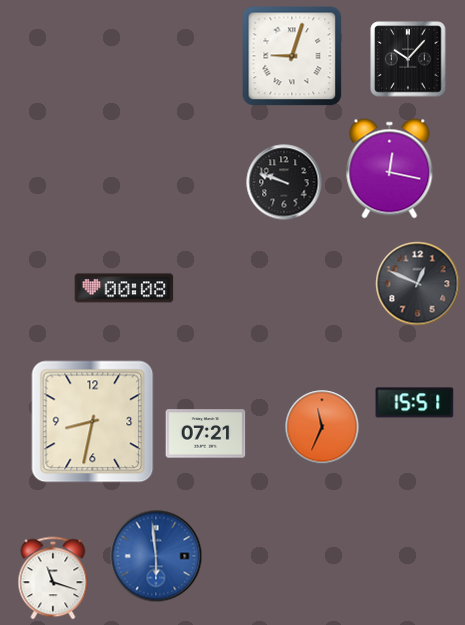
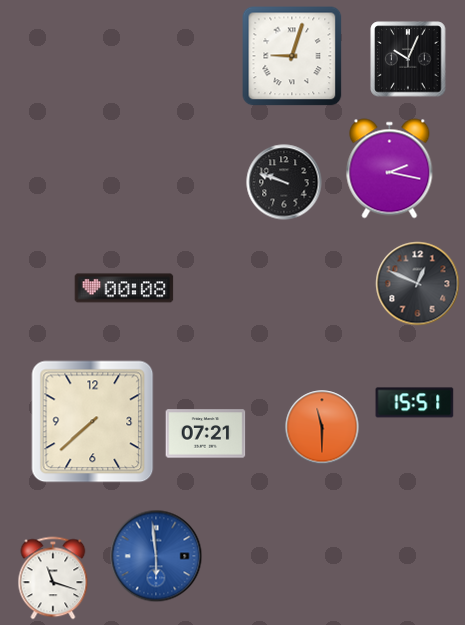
clock at (408, 59): 10:07 -> 10:04
clock at (390, 169): 12:17 -> 2:17
clock at (93, 422): 8:32 -> 7:38
clock at (322, 427): 11:34 -> 11:30
